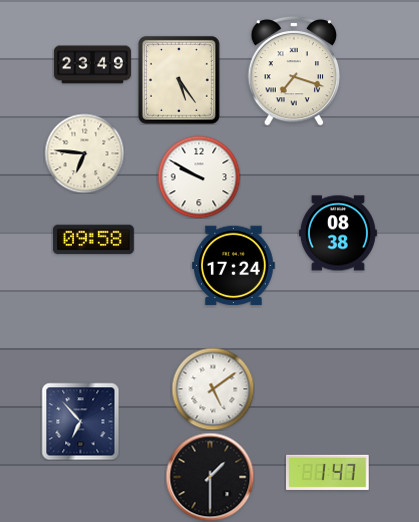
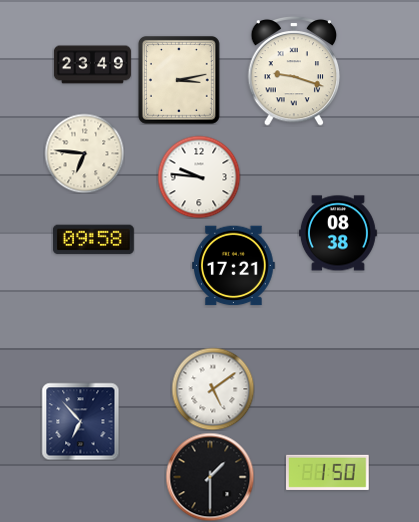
clock at (294, 71): 7:18 -> 9:18
clock at (179, 81): 5:24 -> 3:13
clock at (199, 177): 9:50 -> 9:46
clock at (234, 266): 17:24 -> 17:21
clock at (328, 472): 1:47 -> 1:50
